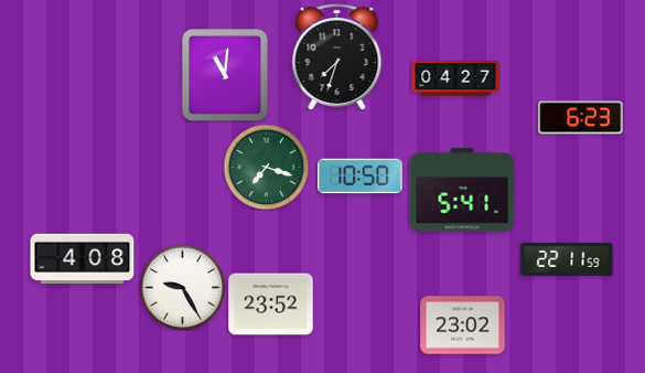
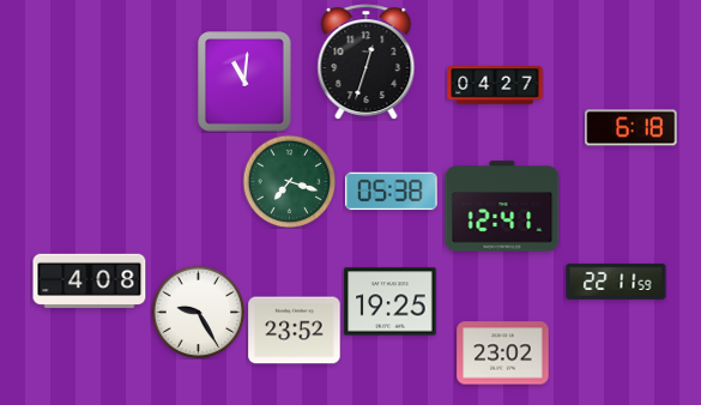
clock at (337, 57): 7:33 -> 12:33
clock at (581, 118): 6:23 -> 6:18
clock at (361, 177): 10:50 -> 05:38
clock at (462, 190): 5:41 -> 12:41
clock at (391, 302): none -> 19:25
